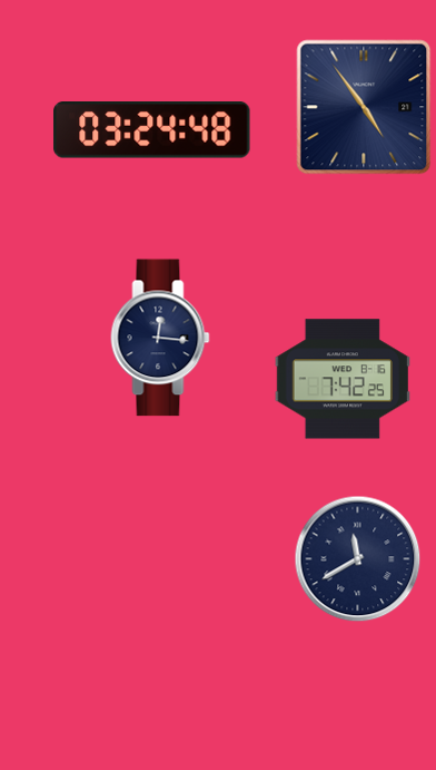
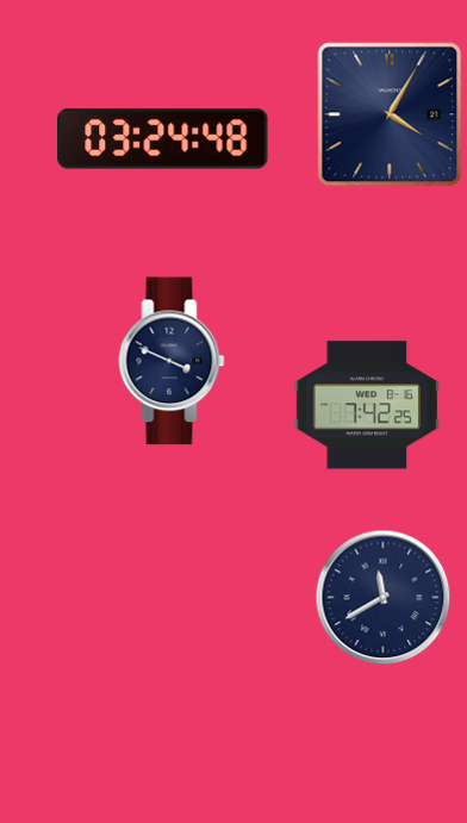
clock at (364, 107): 4:54 -> 4:05
clock at (160, 338): 12:16 -> 3:49
